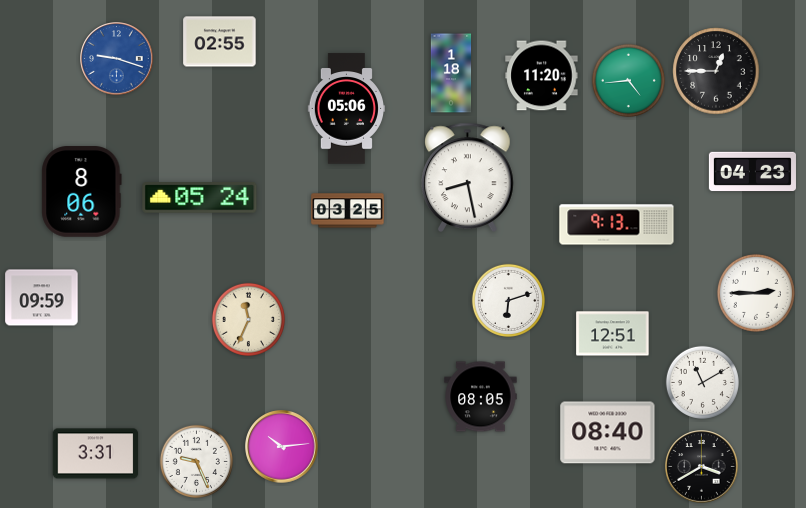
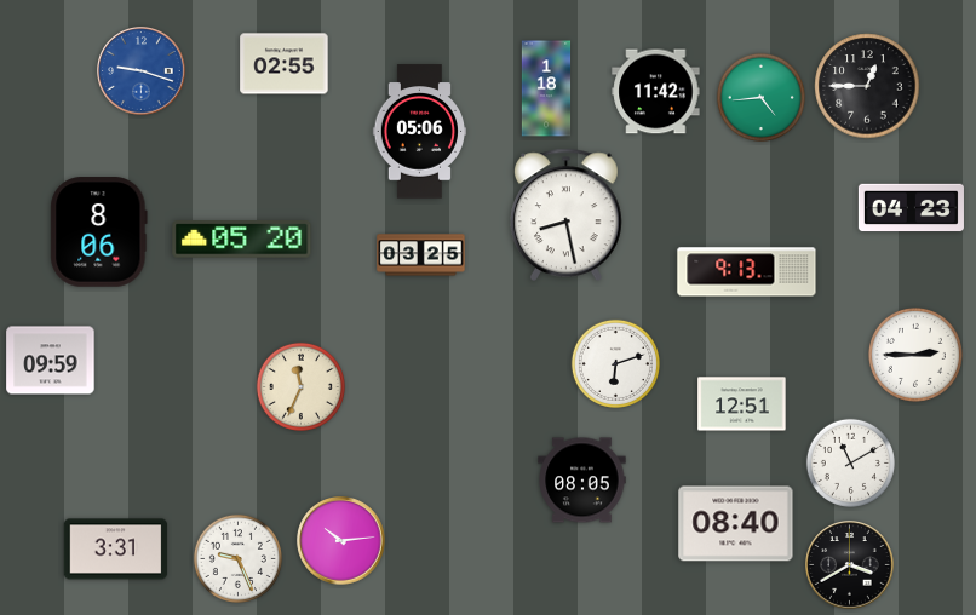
clock at (220, 42) position: (220, 42) -> (285, 64)
clock at (542, 76): 11:20 -> 11:42
clock at (200, 198): 05:24 -> 05:20
